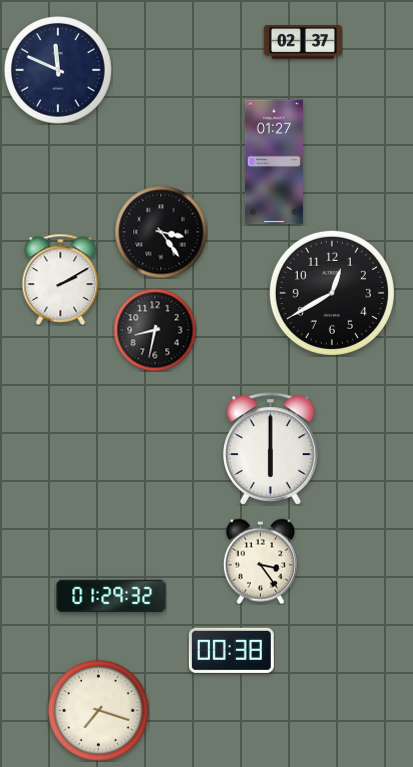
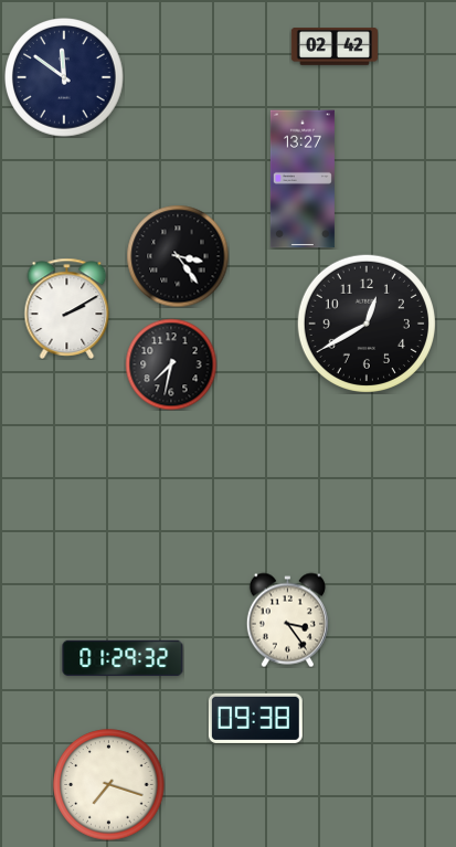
clock at (302, 43): 02:37 -> 02:42
clock at (59, 71): 11:49 -> 11:51
clock at (274, 162): 01:27 -> 13:27
clock at (155, 330): 8:32 -> 7:32
clock at (271, 449): 6:00 -> none
clock at (231, 650): 00:38 -> 09:38
